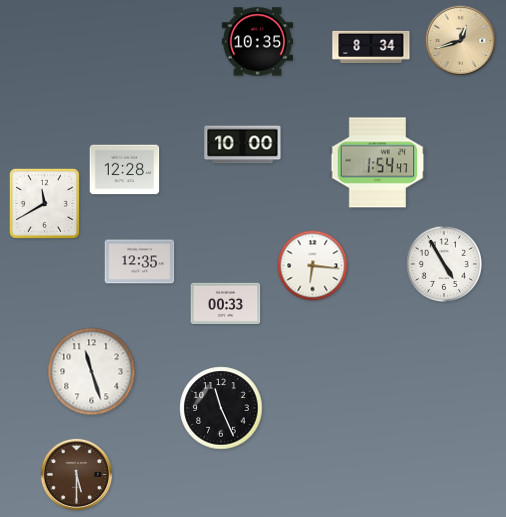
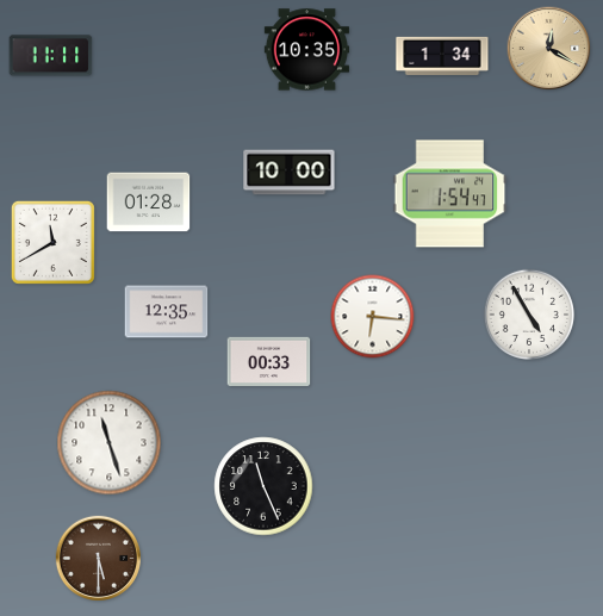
clock at (461, 41): 12:42 -> 12:20
clock at (51, 56): none -> 11:11
clock at (371, 47): 8:34 -> 1:34
clock at (125, 170): 12:28 -> 01:28
clock at (76, 474) position: (76, 474) -> (98, 558)
